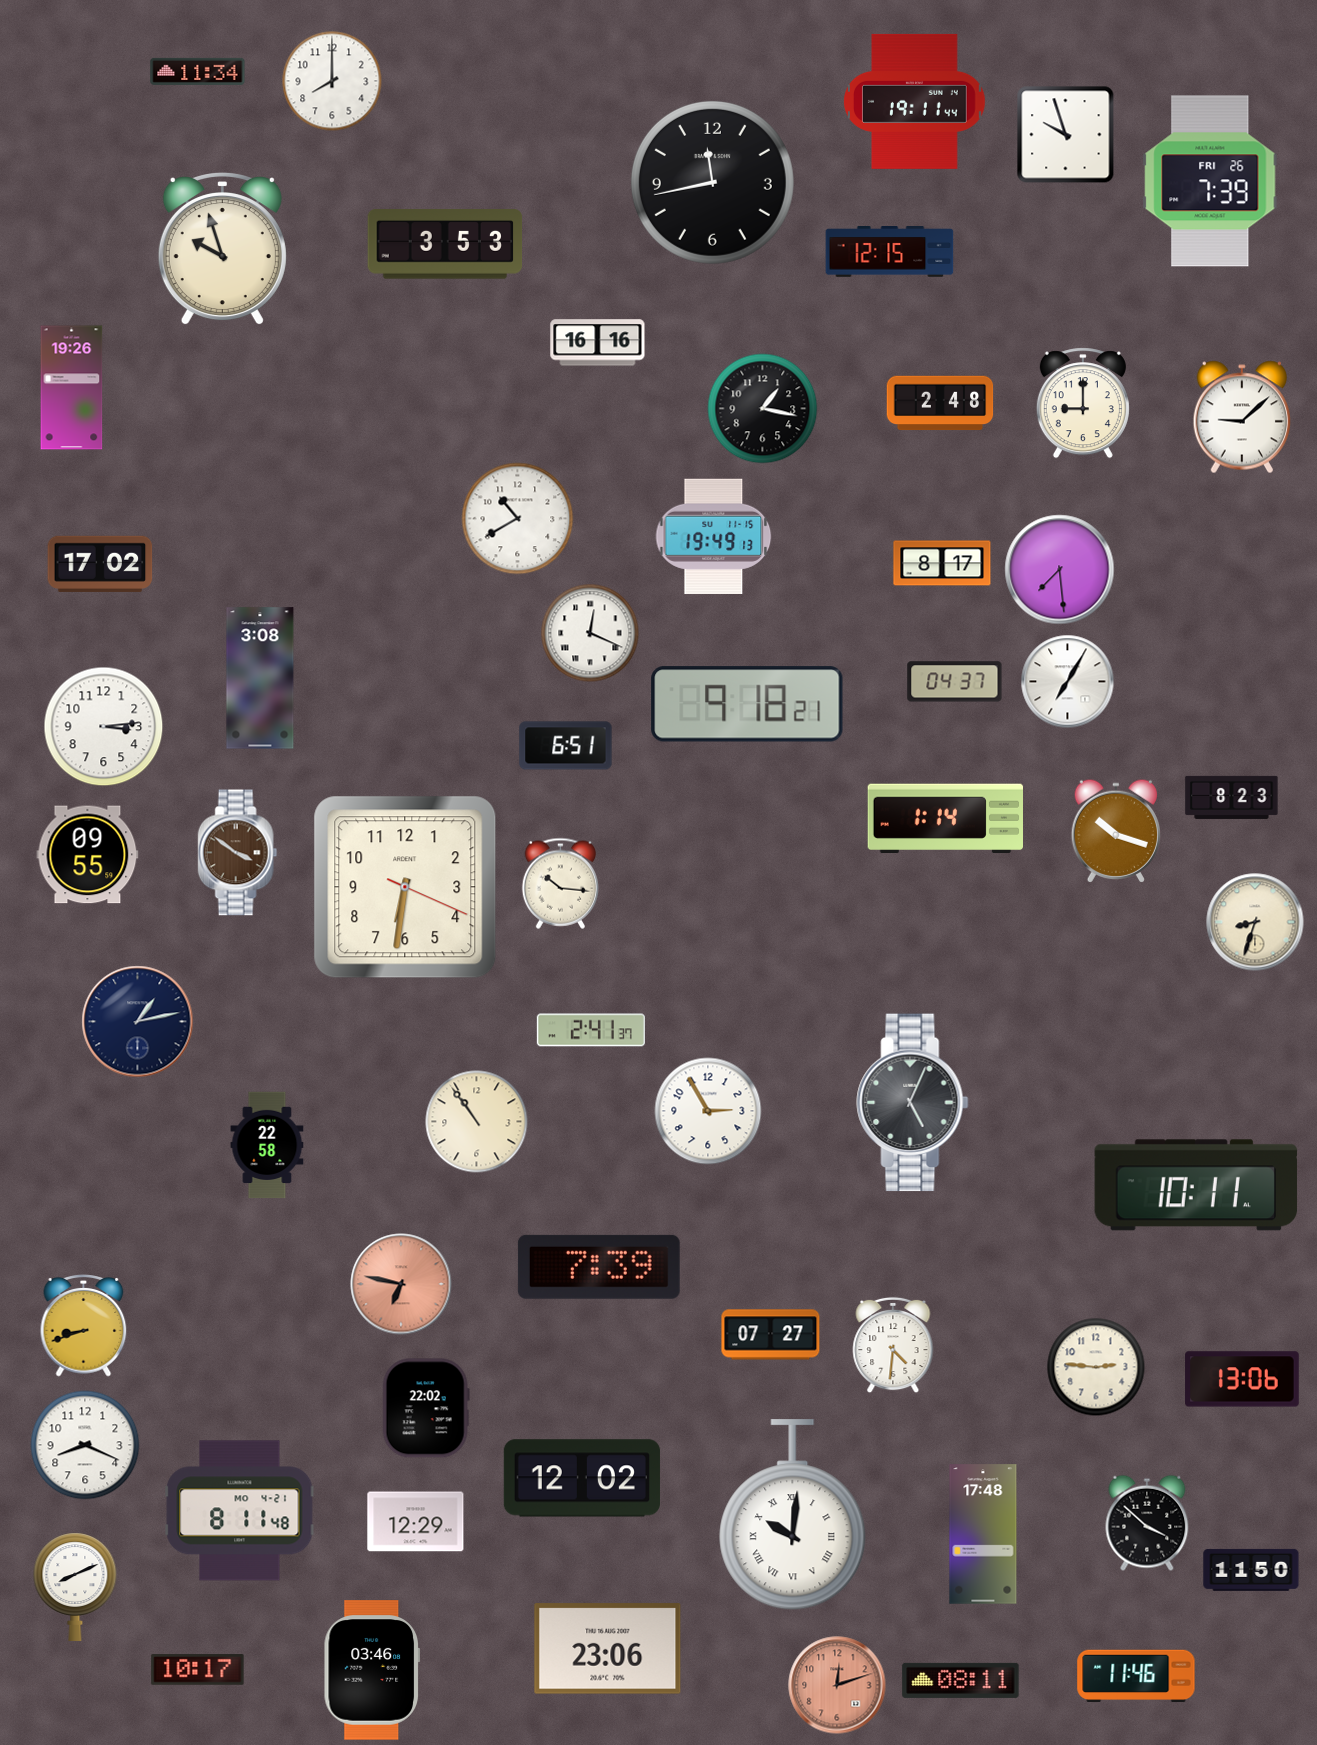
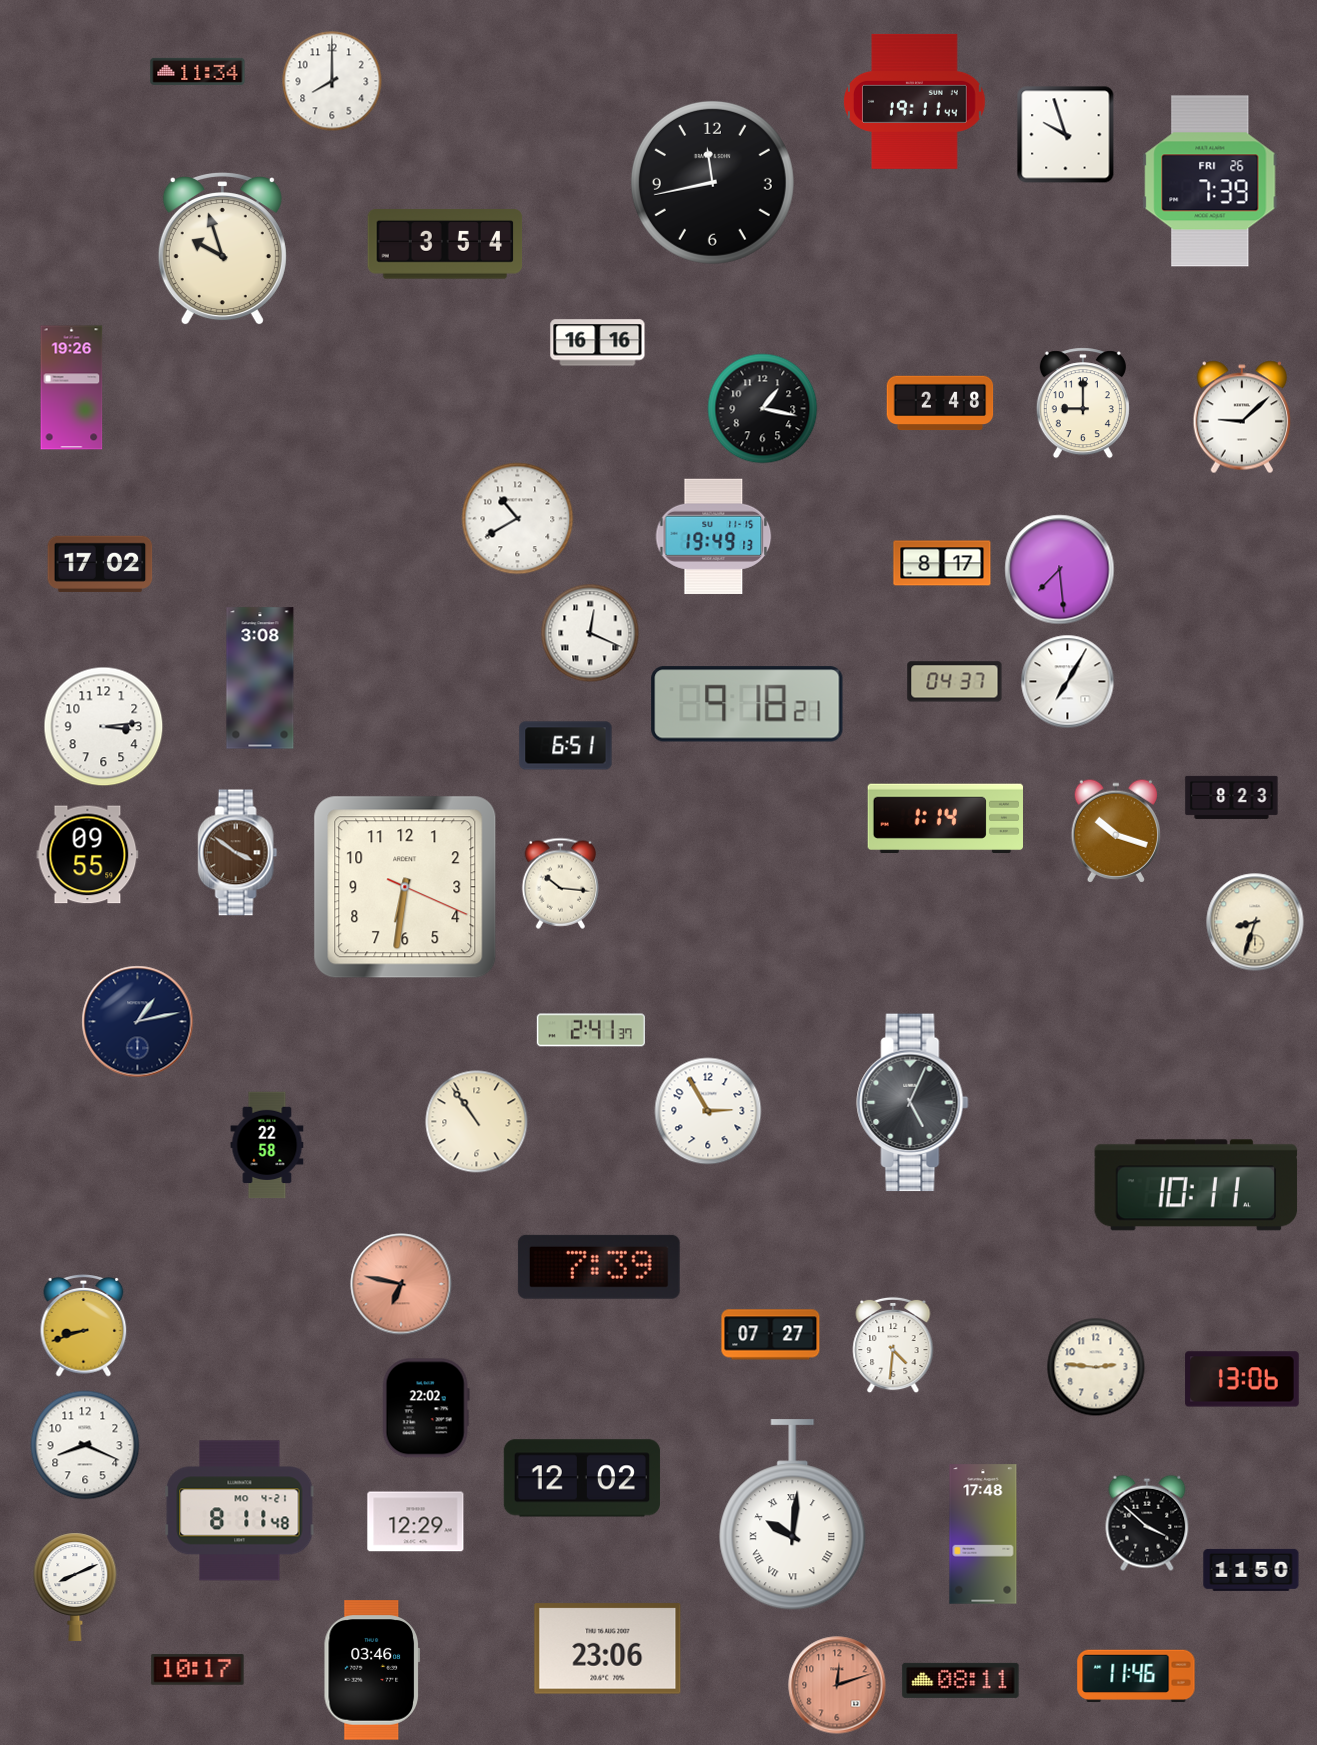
clock at (445, 244): 3:53 -> 3:54
clock at (890, 252): 12:15 -> none
